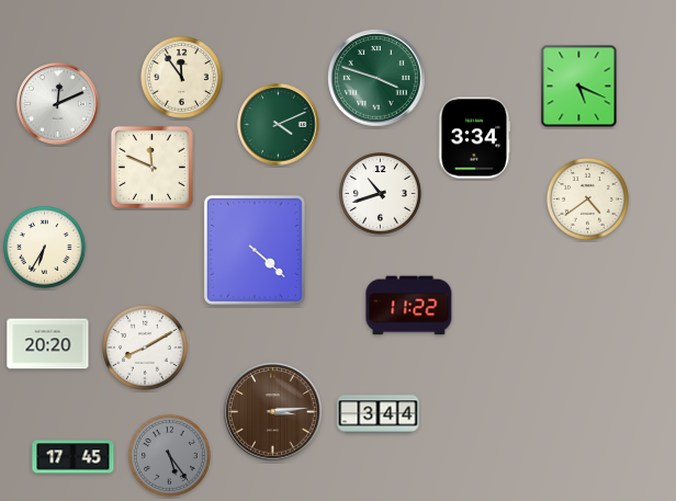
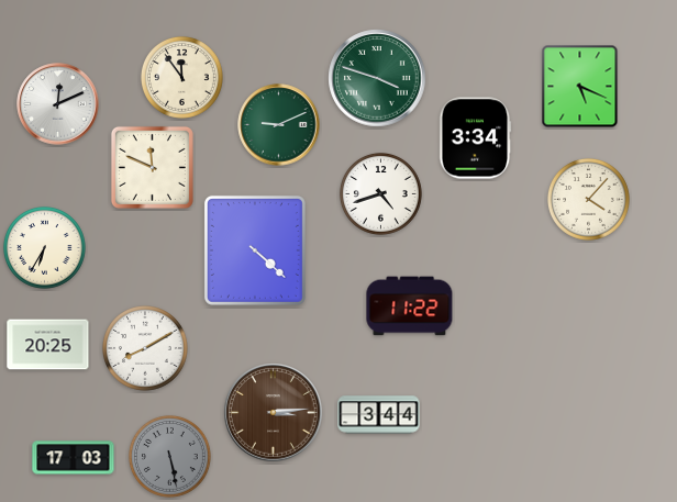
clock at (279, 125): 4:11 -> 9:11
clock at (380, 193): 10:42 -> 4:42
clock at (587, 198): 4:39 -> 4:07
clock at (48, 344): 20:20 -> 20:25
clock at (169, 455): 5:24 -> 5:28
clock at (74, 457): 17:45 -> 17:03
